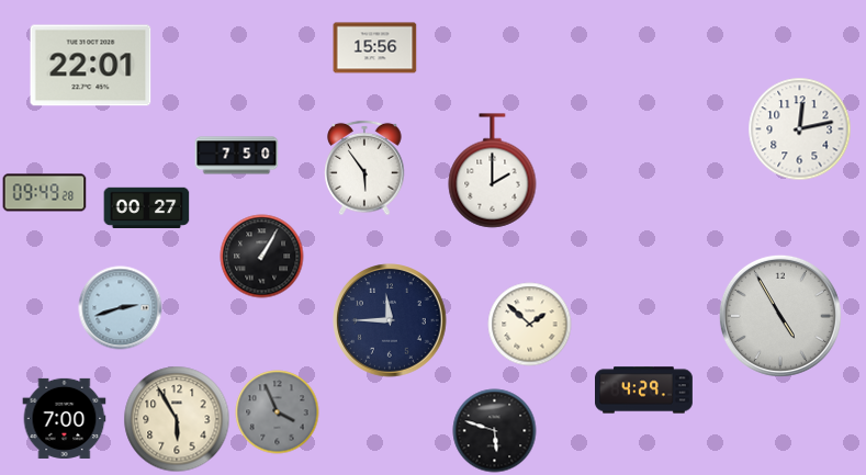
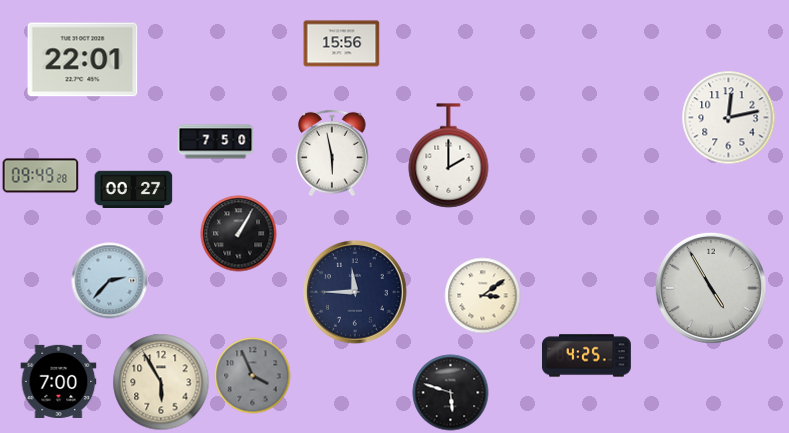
clock at (364, 168): 5:54 -> 5:58
clock at (121, 308): 2:42 -> 2:37
clock at (530, 325): 1:52 -> 3:09
clock at (644, 391): 4:29 -> 4:25
